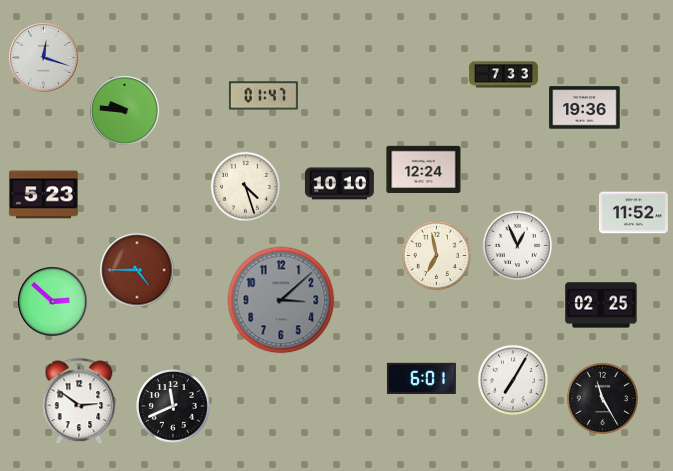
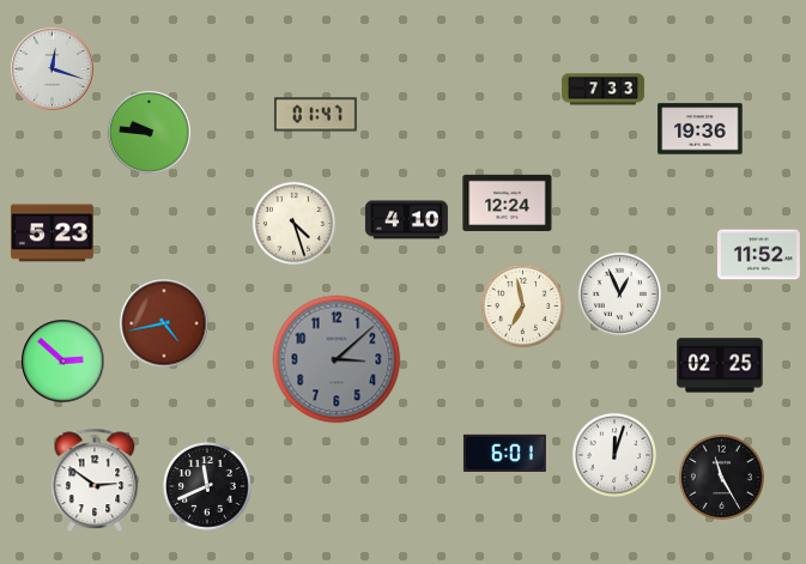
clock at (339, 184): 10:10 -> 4:10
clock at (137, 270): 4:45 -> 4:43
clock at (512, 379): 7:05 -> 12:03
